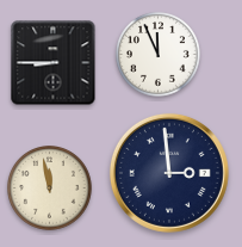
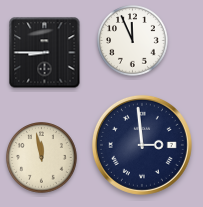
clock at (159, 55) position: (159, 55) -> (133, 41)
